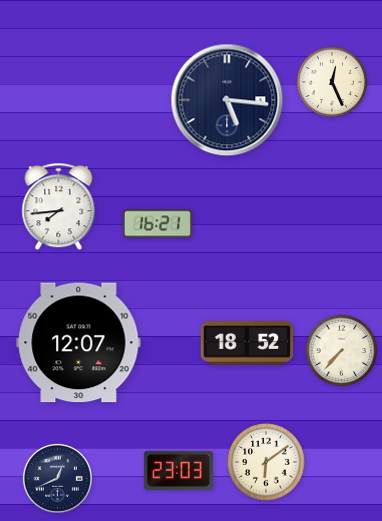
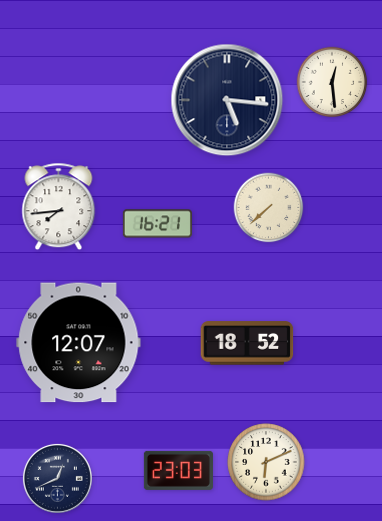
clock at (332, 82): 12:26 -> 12:29
clock at (269, 208): none -> 7:38
clock at (342, 351): 7:37 -> none
clock at (266, 462): 6:09 -> 6:11
